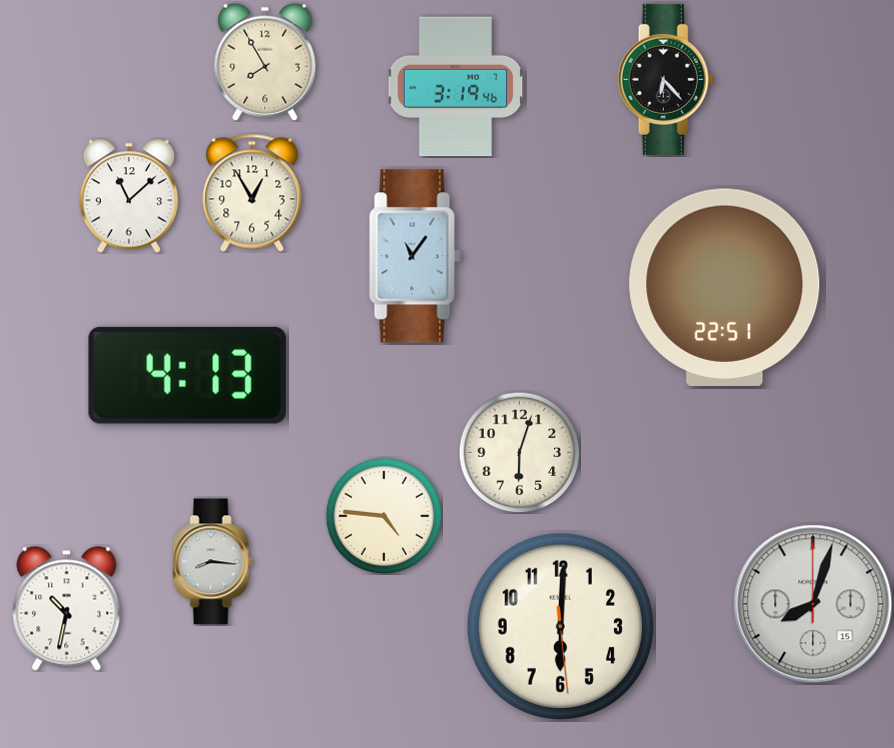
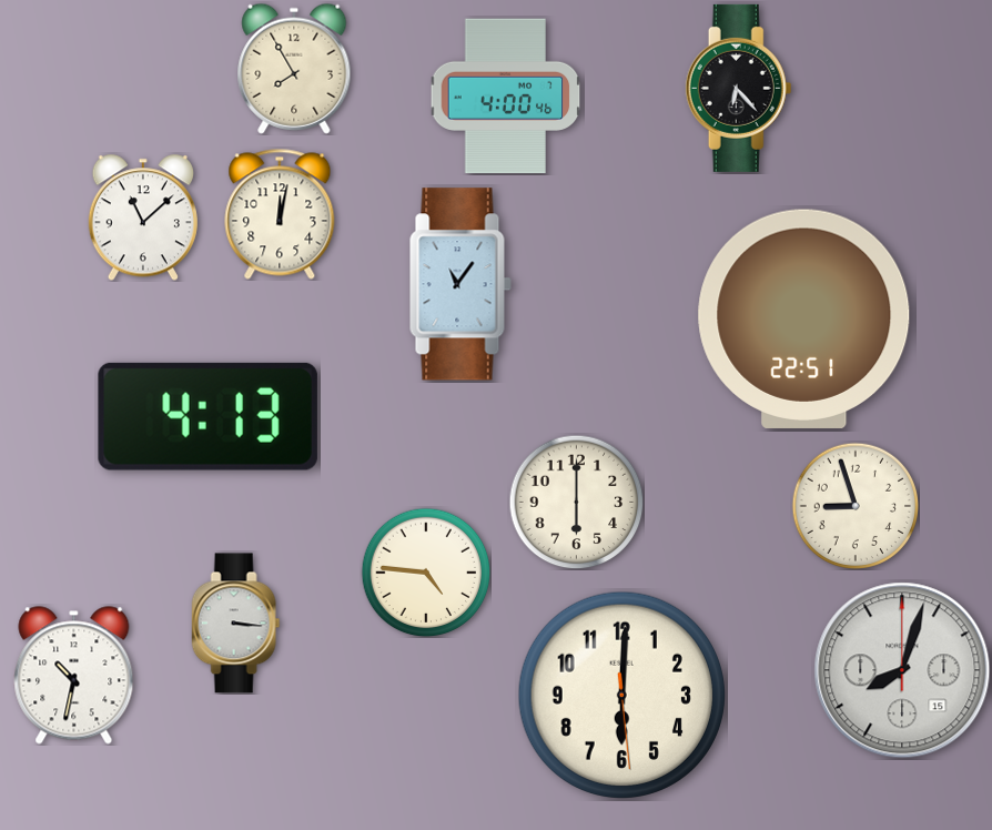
clock at (456, 87): 3:19 -> 4:00
clock at (252, 193): 12:55 -> 12:02
clock at (519, 452): 6:03 -> 6:00
clock at (856, 506): none -> 8:57
clock at (213, 562): 8:16 -> 3:16
